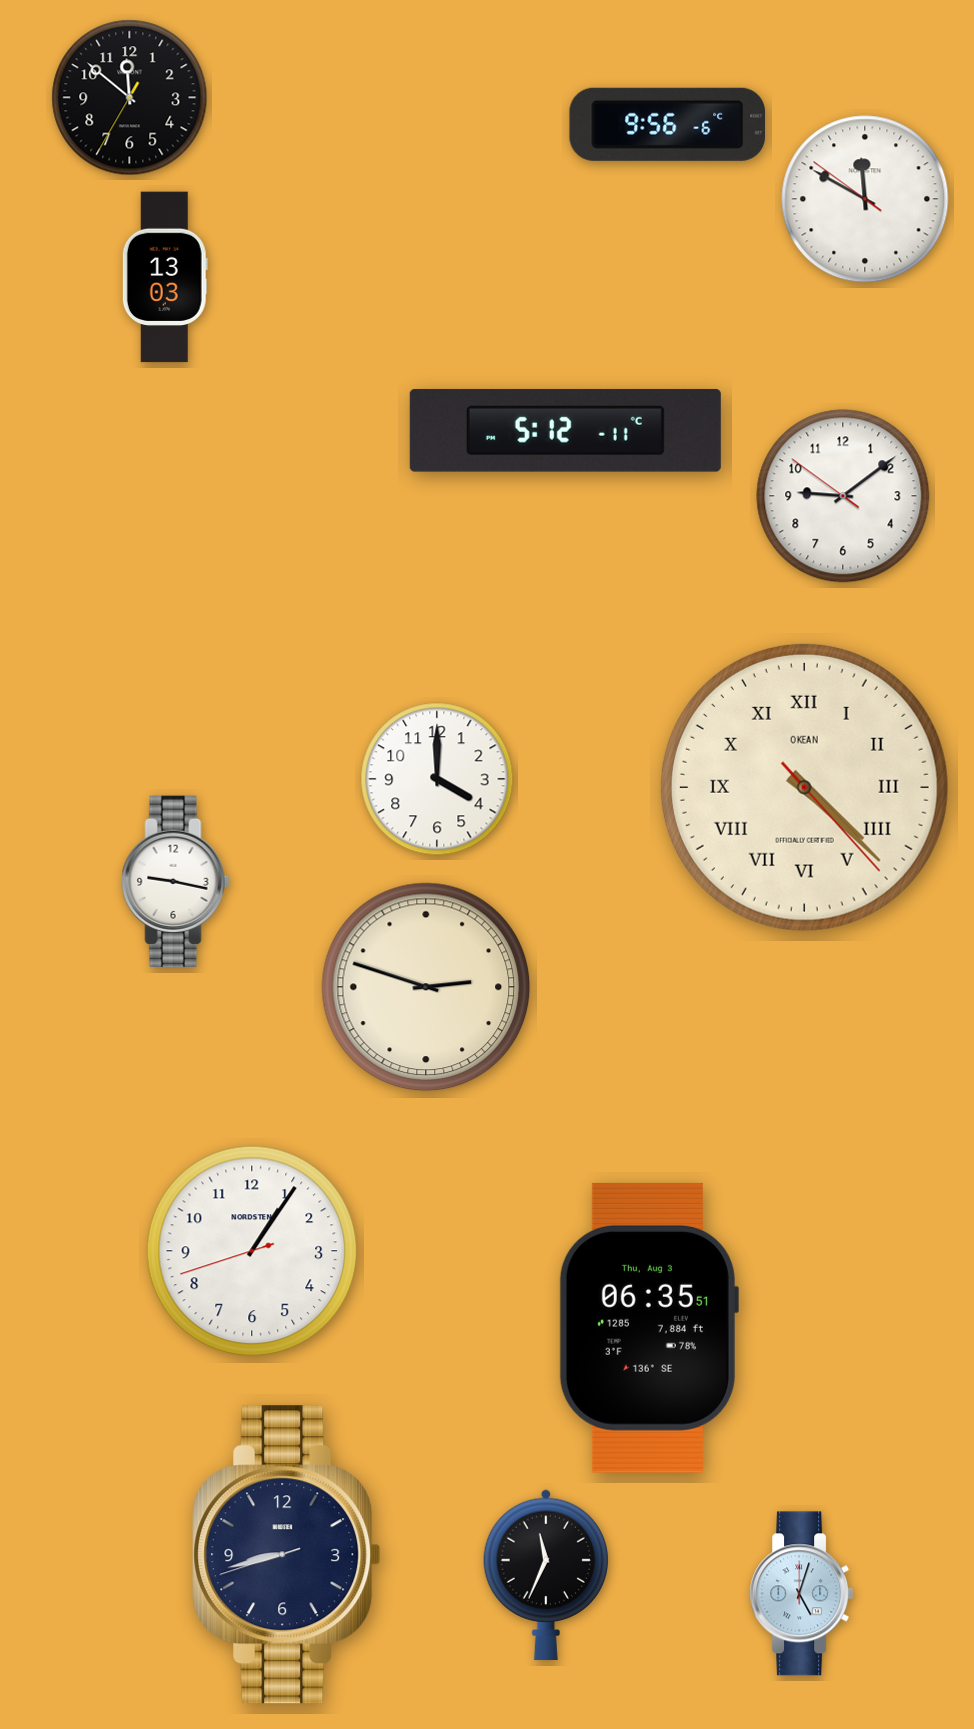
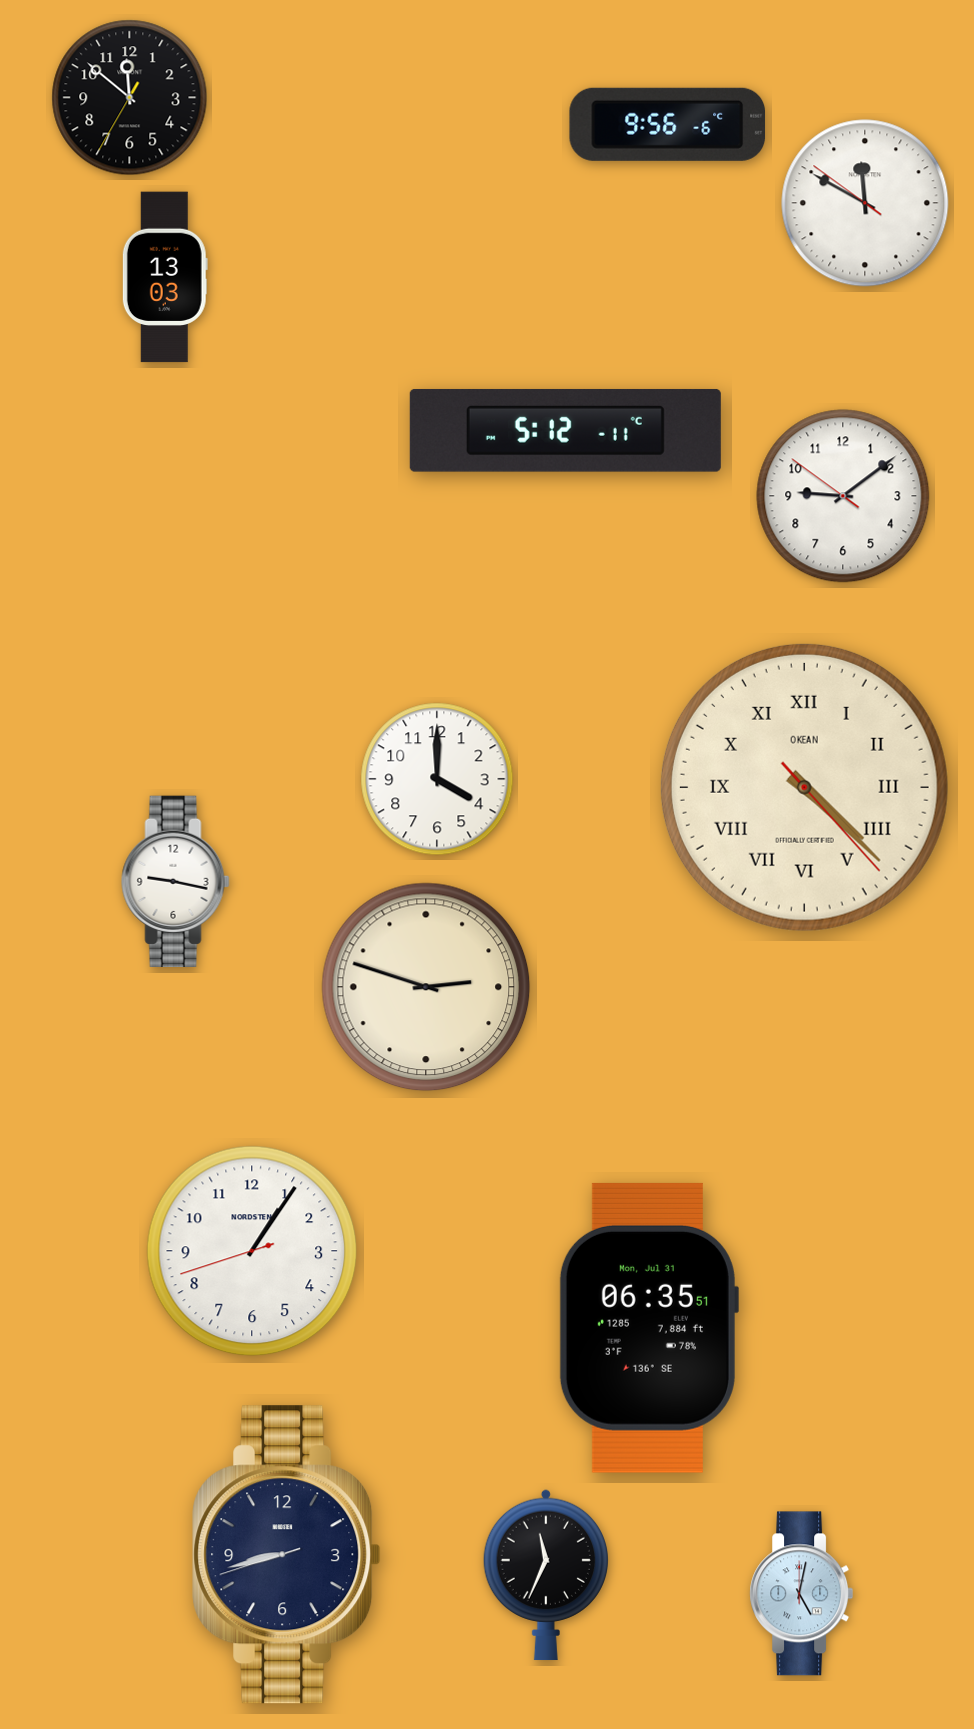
clock at (865, 199) position: (865, 199) -> (865, 203)
clock at (648, 1328) date: Thu, Aug 3 -> Mon, Jul 31
clock at (802, 1594): 5:03 -> 5:02
